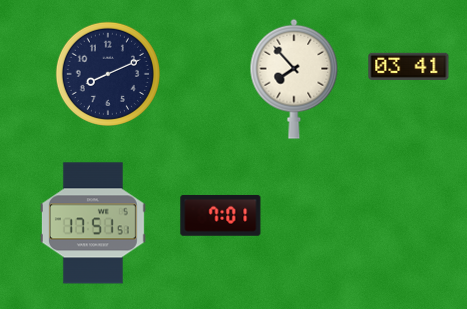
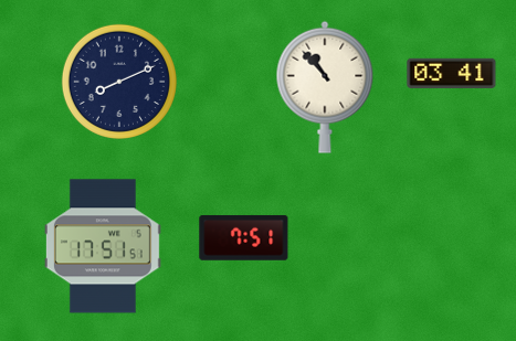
clock at (294, 79): 7:53 -> 10:53
clock at (221, 215): 7:01 -> 7:51
